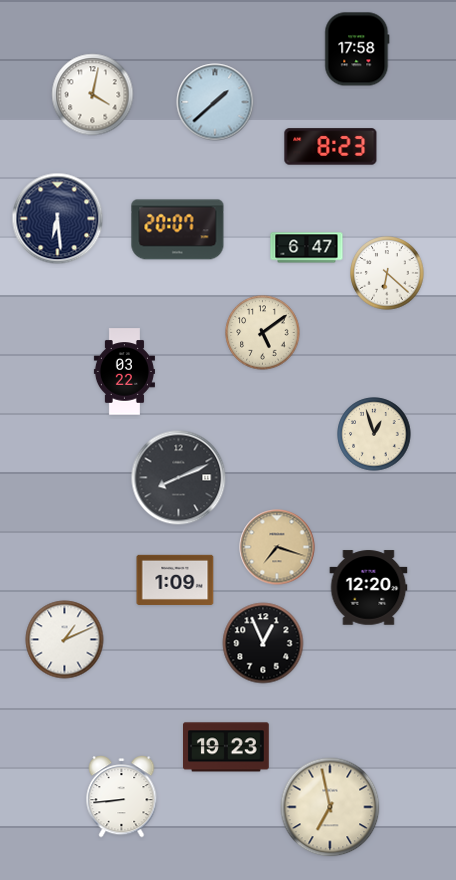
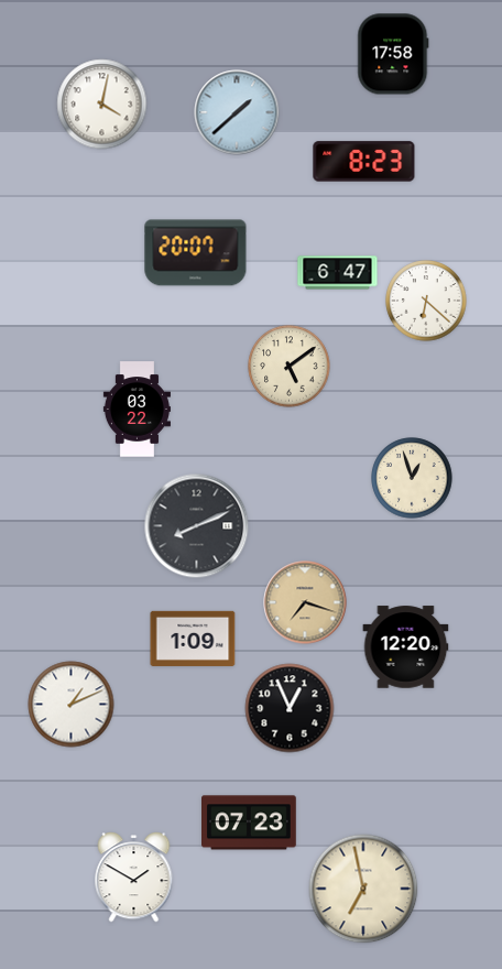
clock at (58, 219): 6:29 -> none
clock at (226, 747): 19:23 -> 07:23
clock at (122, 797): 8:44 -> 1:50
